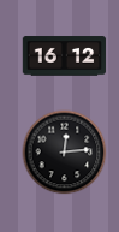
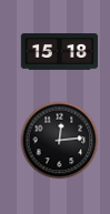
clock at (65, 56): 16:12 -> 15:18
